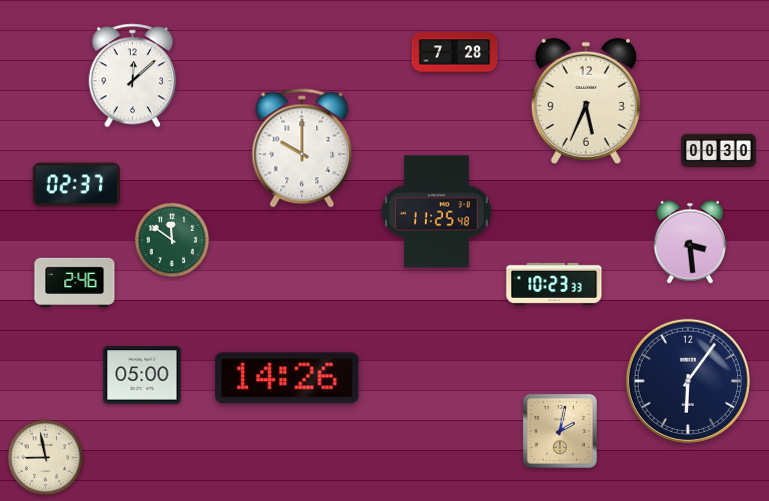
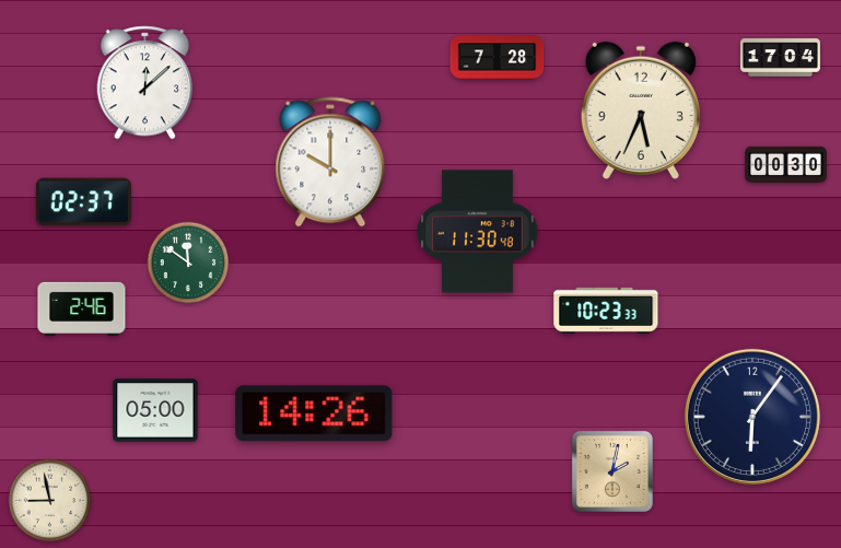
clock at (780, 58): none -> 17:04
clock at (437, 212): 11:25 -> 11:30
clock at (689, 242): 3:29 -> none
